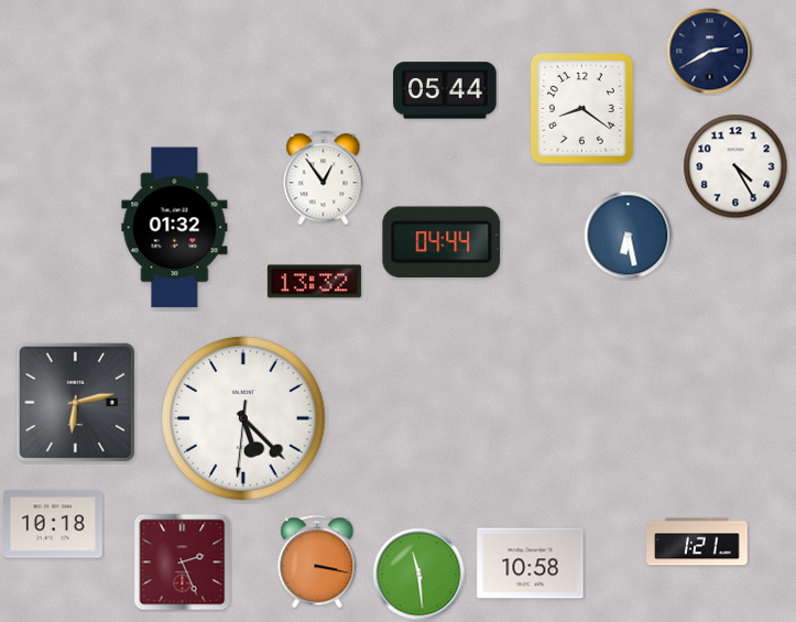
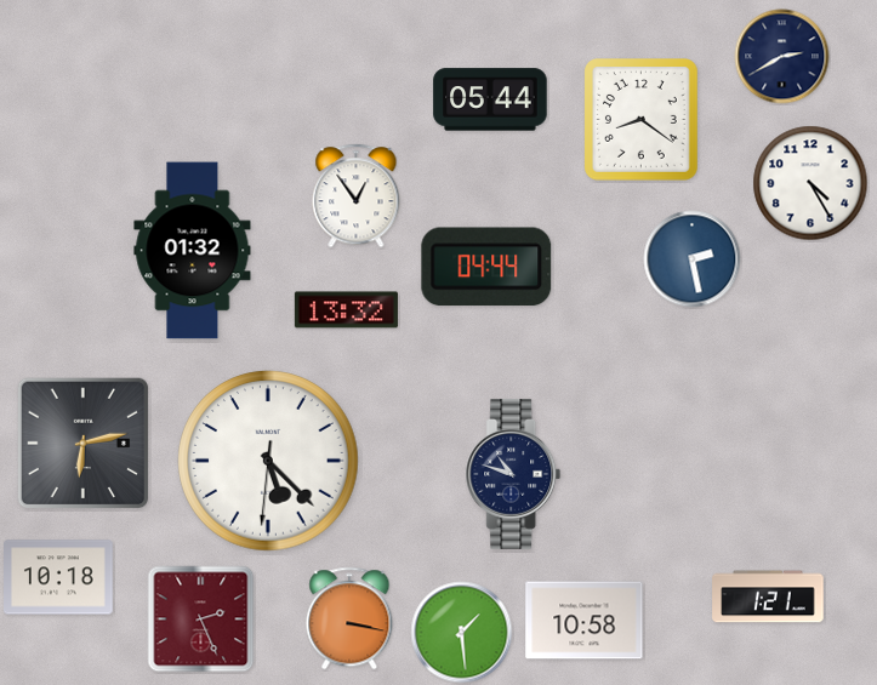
clock at (629, 236): 6:28 -> 2:28
clock at (513, 474): none -> 10:48
clock at (419, 575): 11:29 -> 1:29
